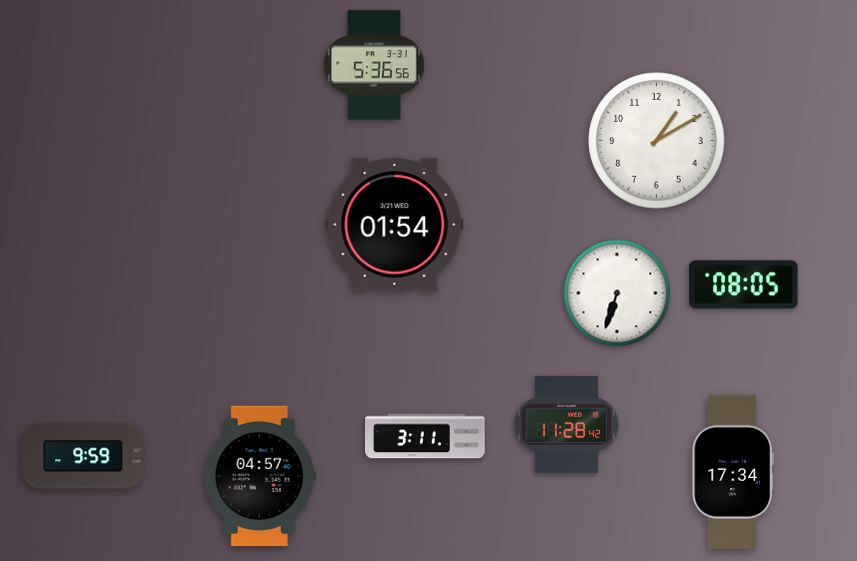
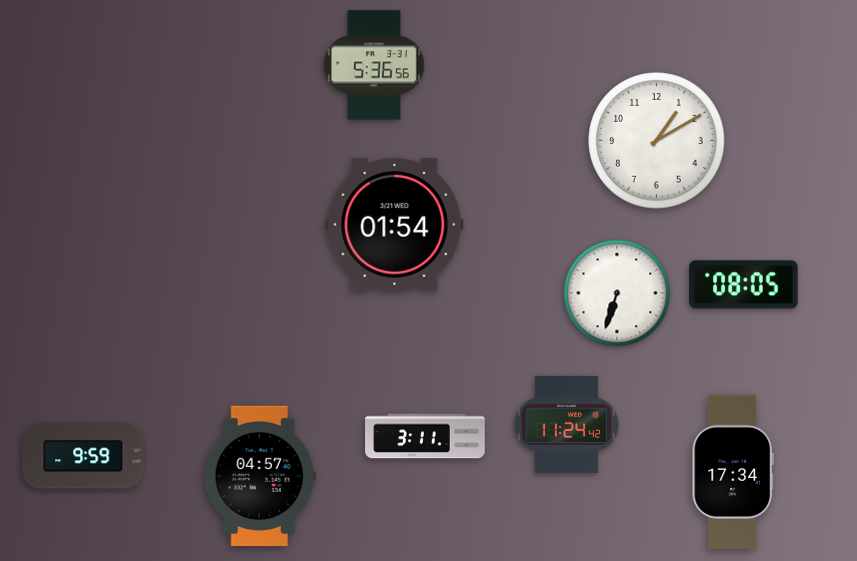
clock at (566, 424): 11:28 -> 11:24
